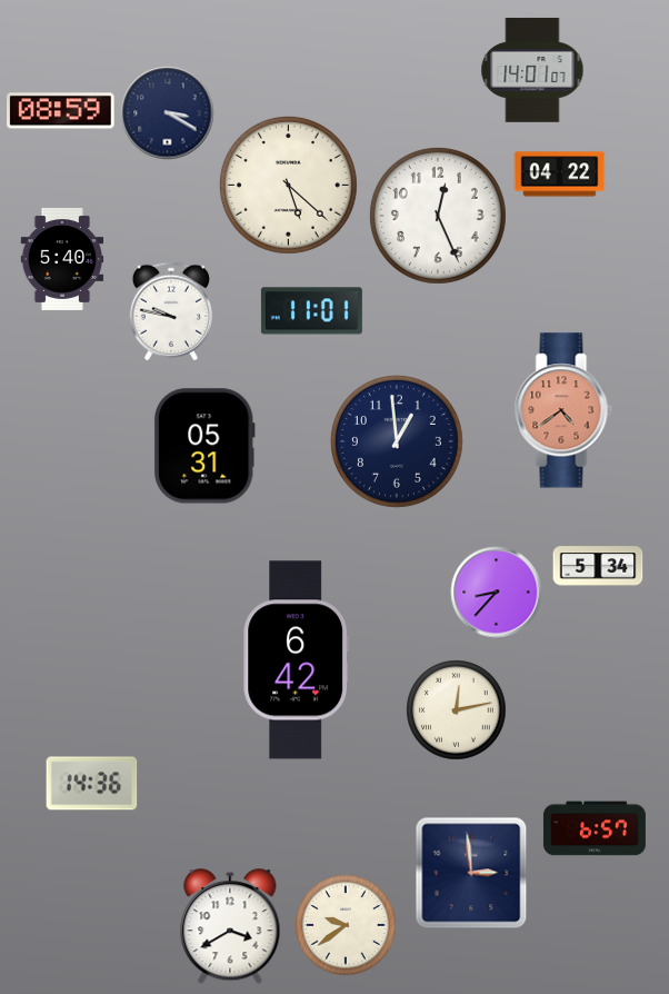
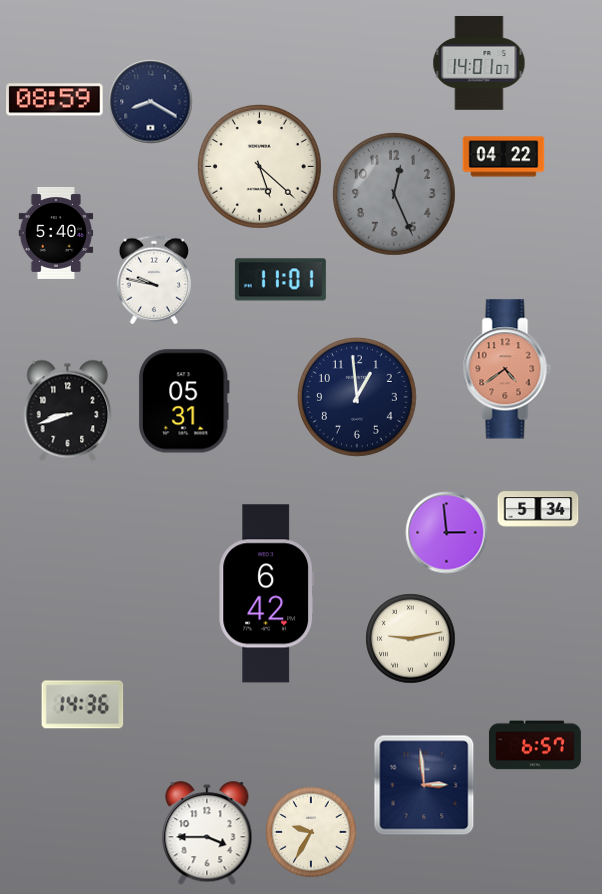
clock at (168, 113): 3:20 -> 8:20
clock at (438, 216) dial: white -> grey
clock at (68, 411): none -> 8:42
clock at (497, 593): 8:37 -> 2:59
clock at (457, 710): 12:13 -> 9:13
clock at (346, 925): 9:39 -> 9:35
clock at (230, 927): 3:40 -> 3:45
